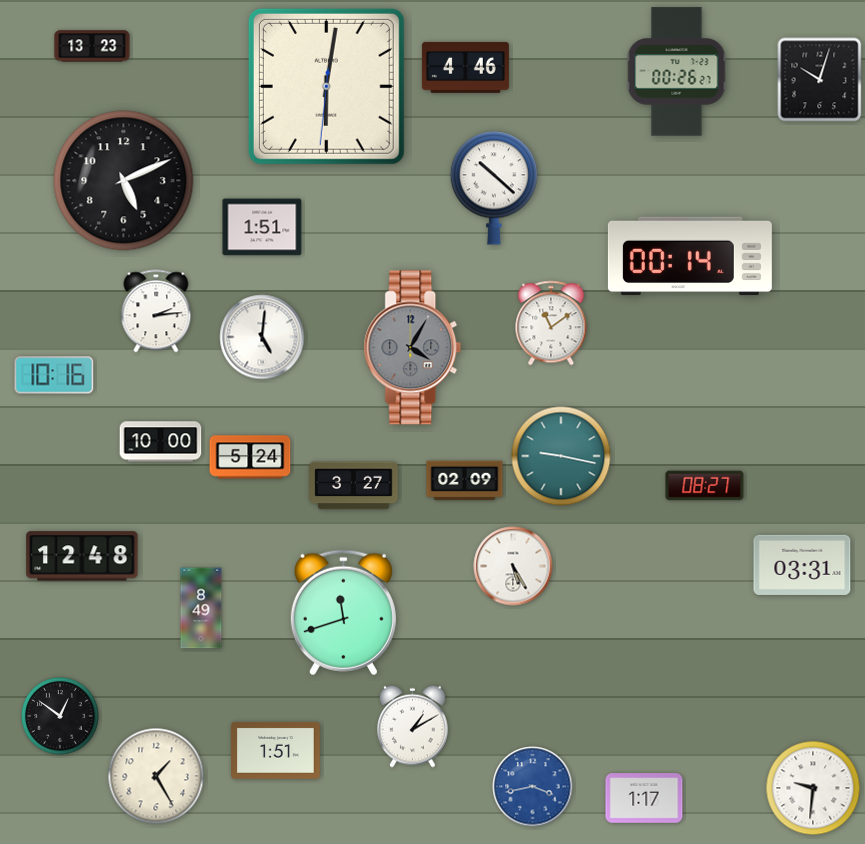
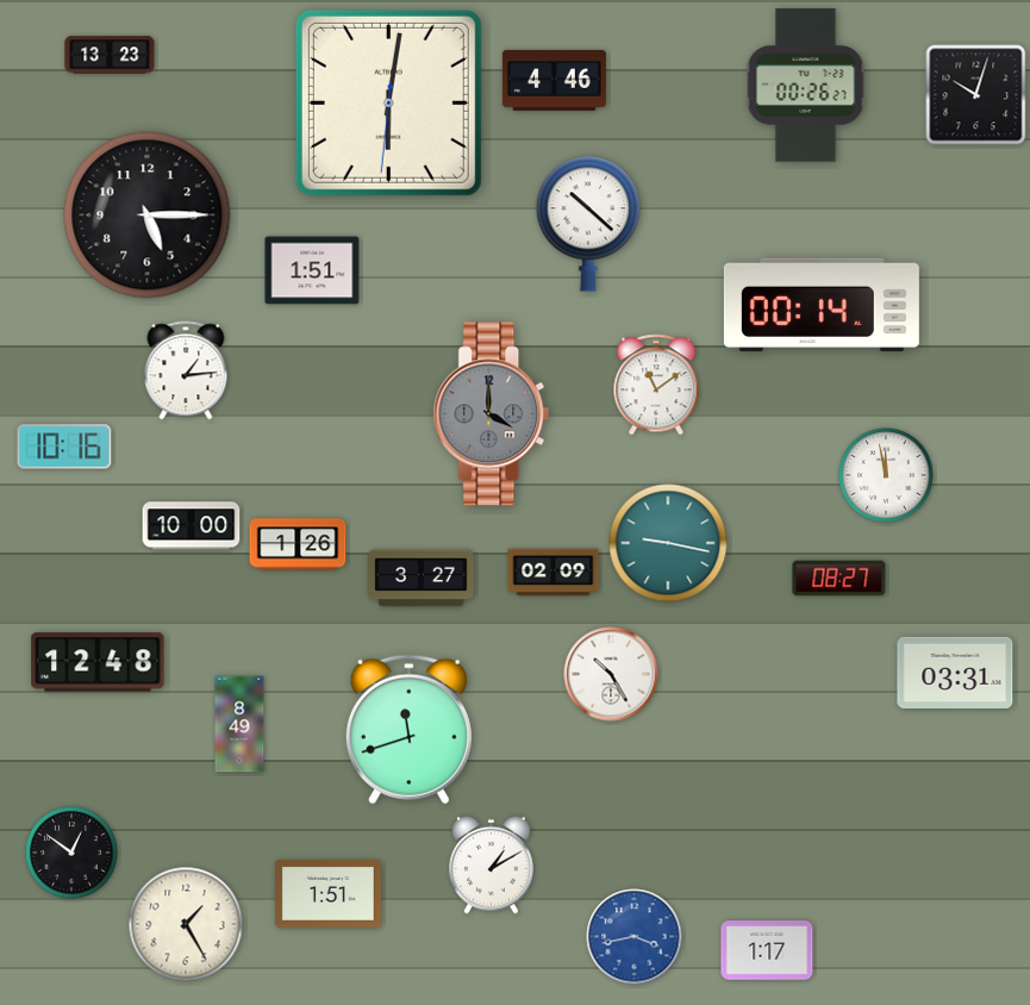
clock at (124, 181): 5:11 -> 5:15
clock at (156, 311): 2:14 -> 1:14
clock at (262, 337): 5:01 -> none
clock at (413, 348): 4:05 -> 4:00
clock at (886, 475): none -> 11:58
clock at (250, 457): 5:24 -> 1:26
clock at (513, 566): 5:25 -> 10:25
clock at (813, 788): 9:31 -> none
